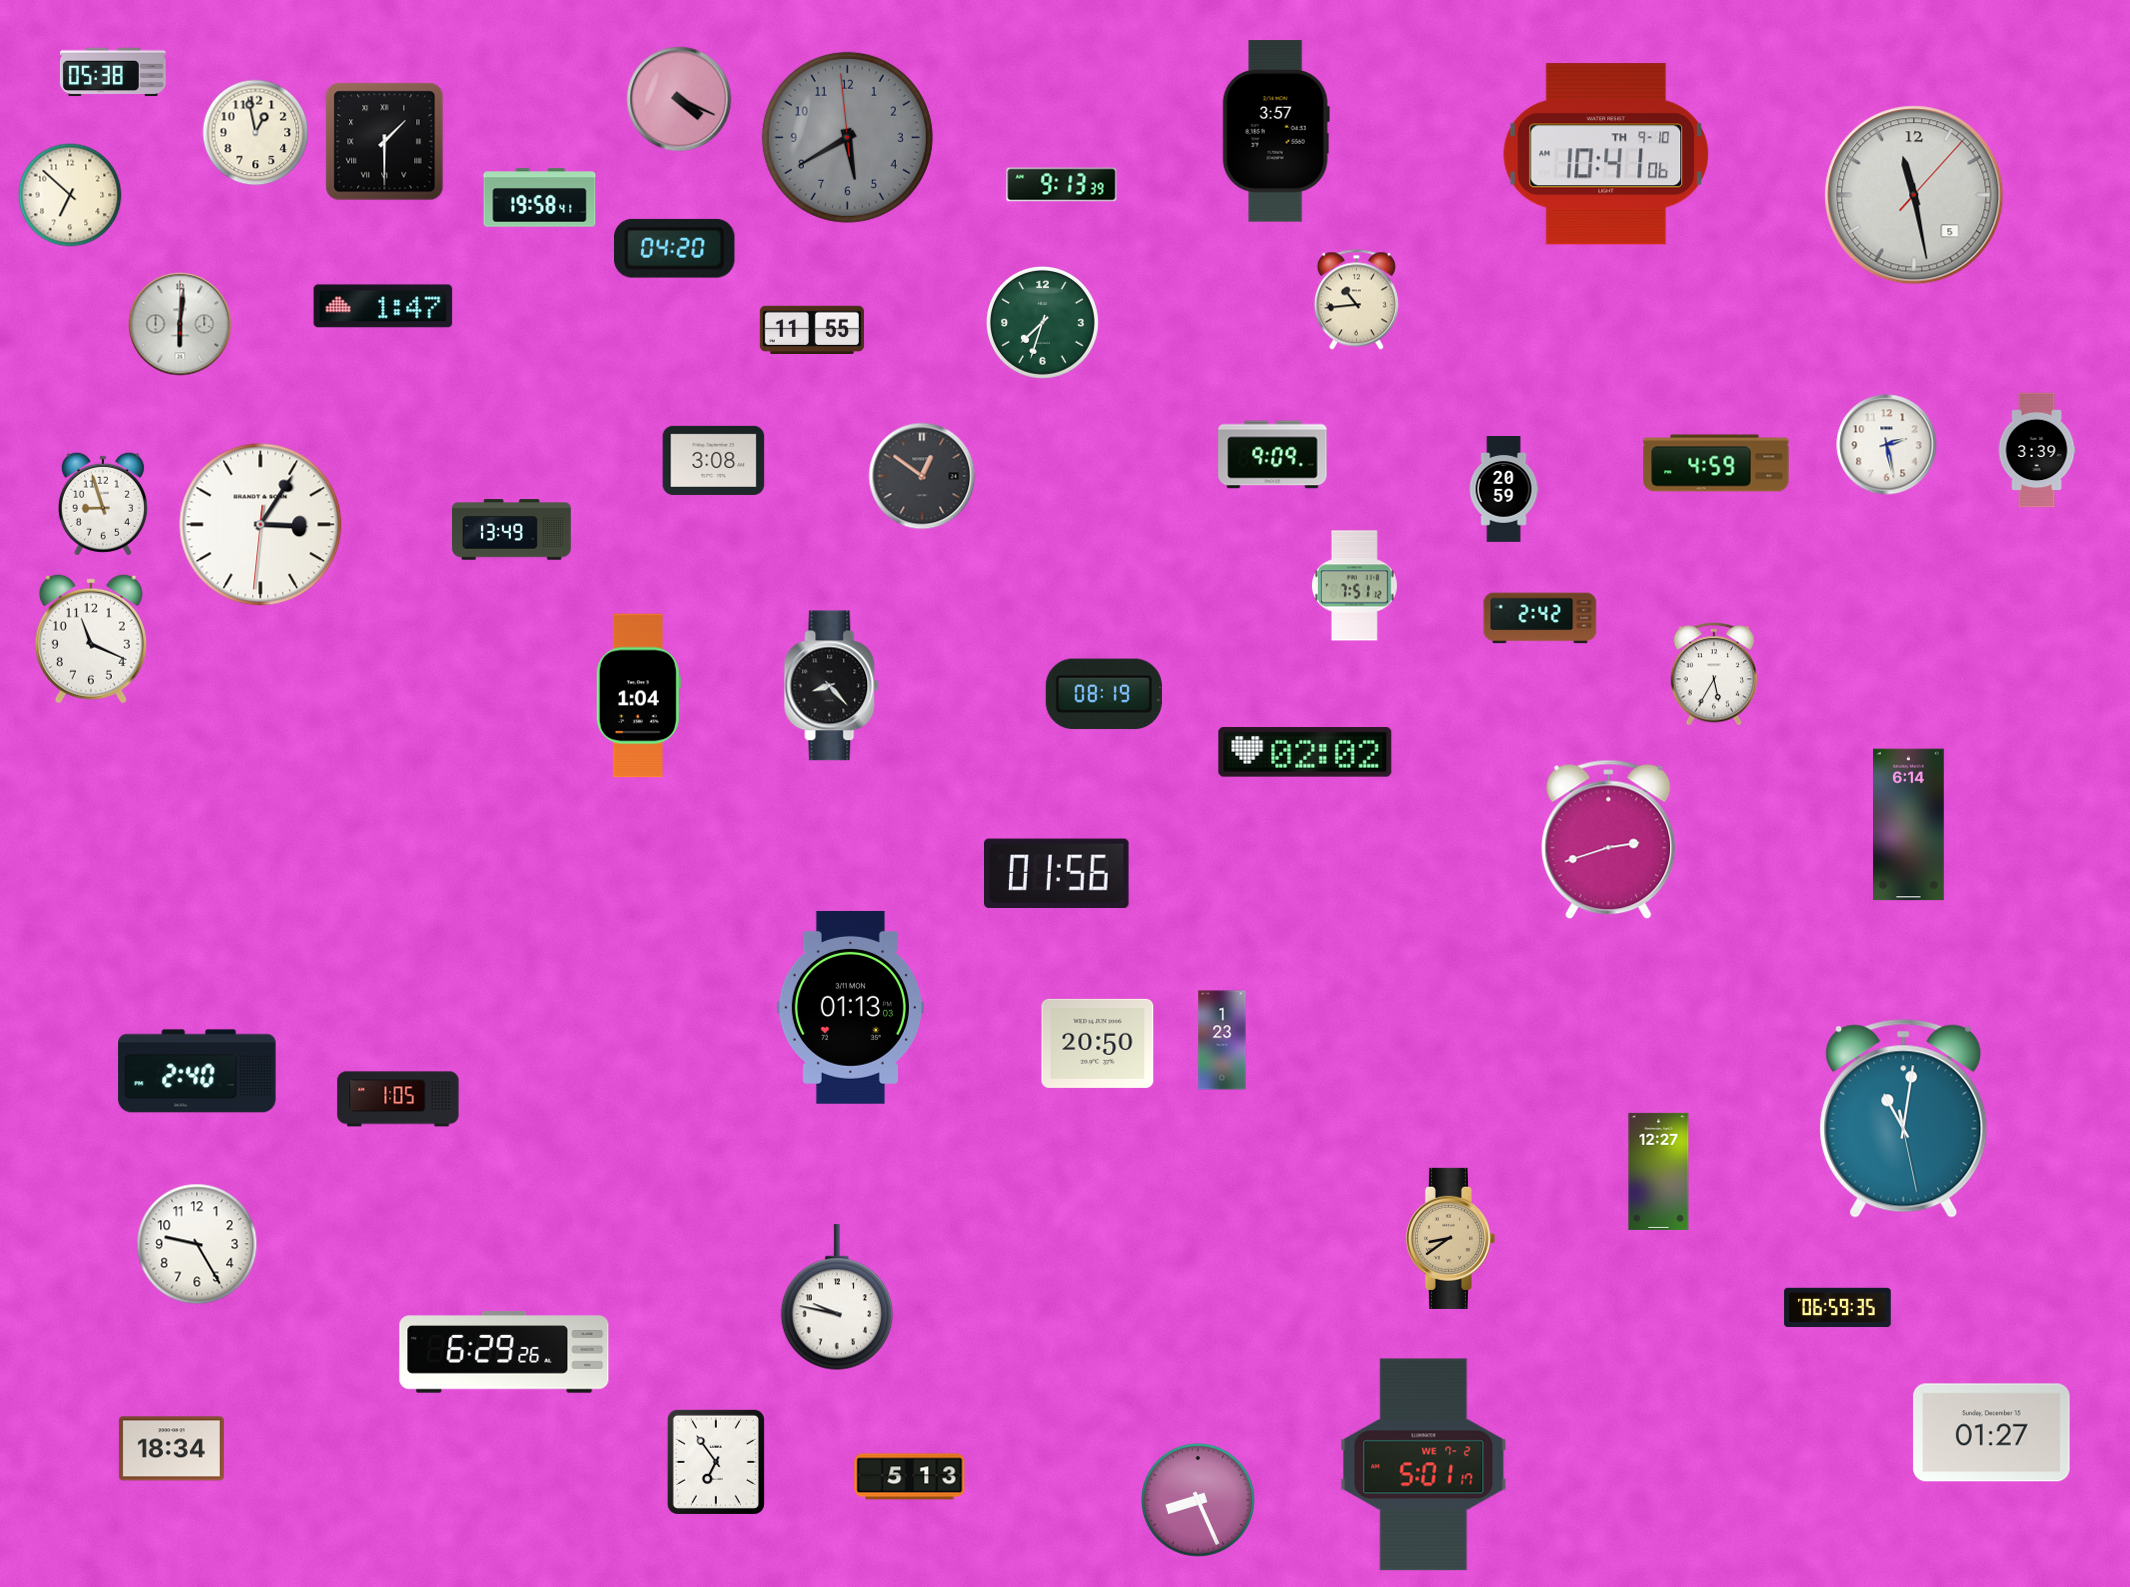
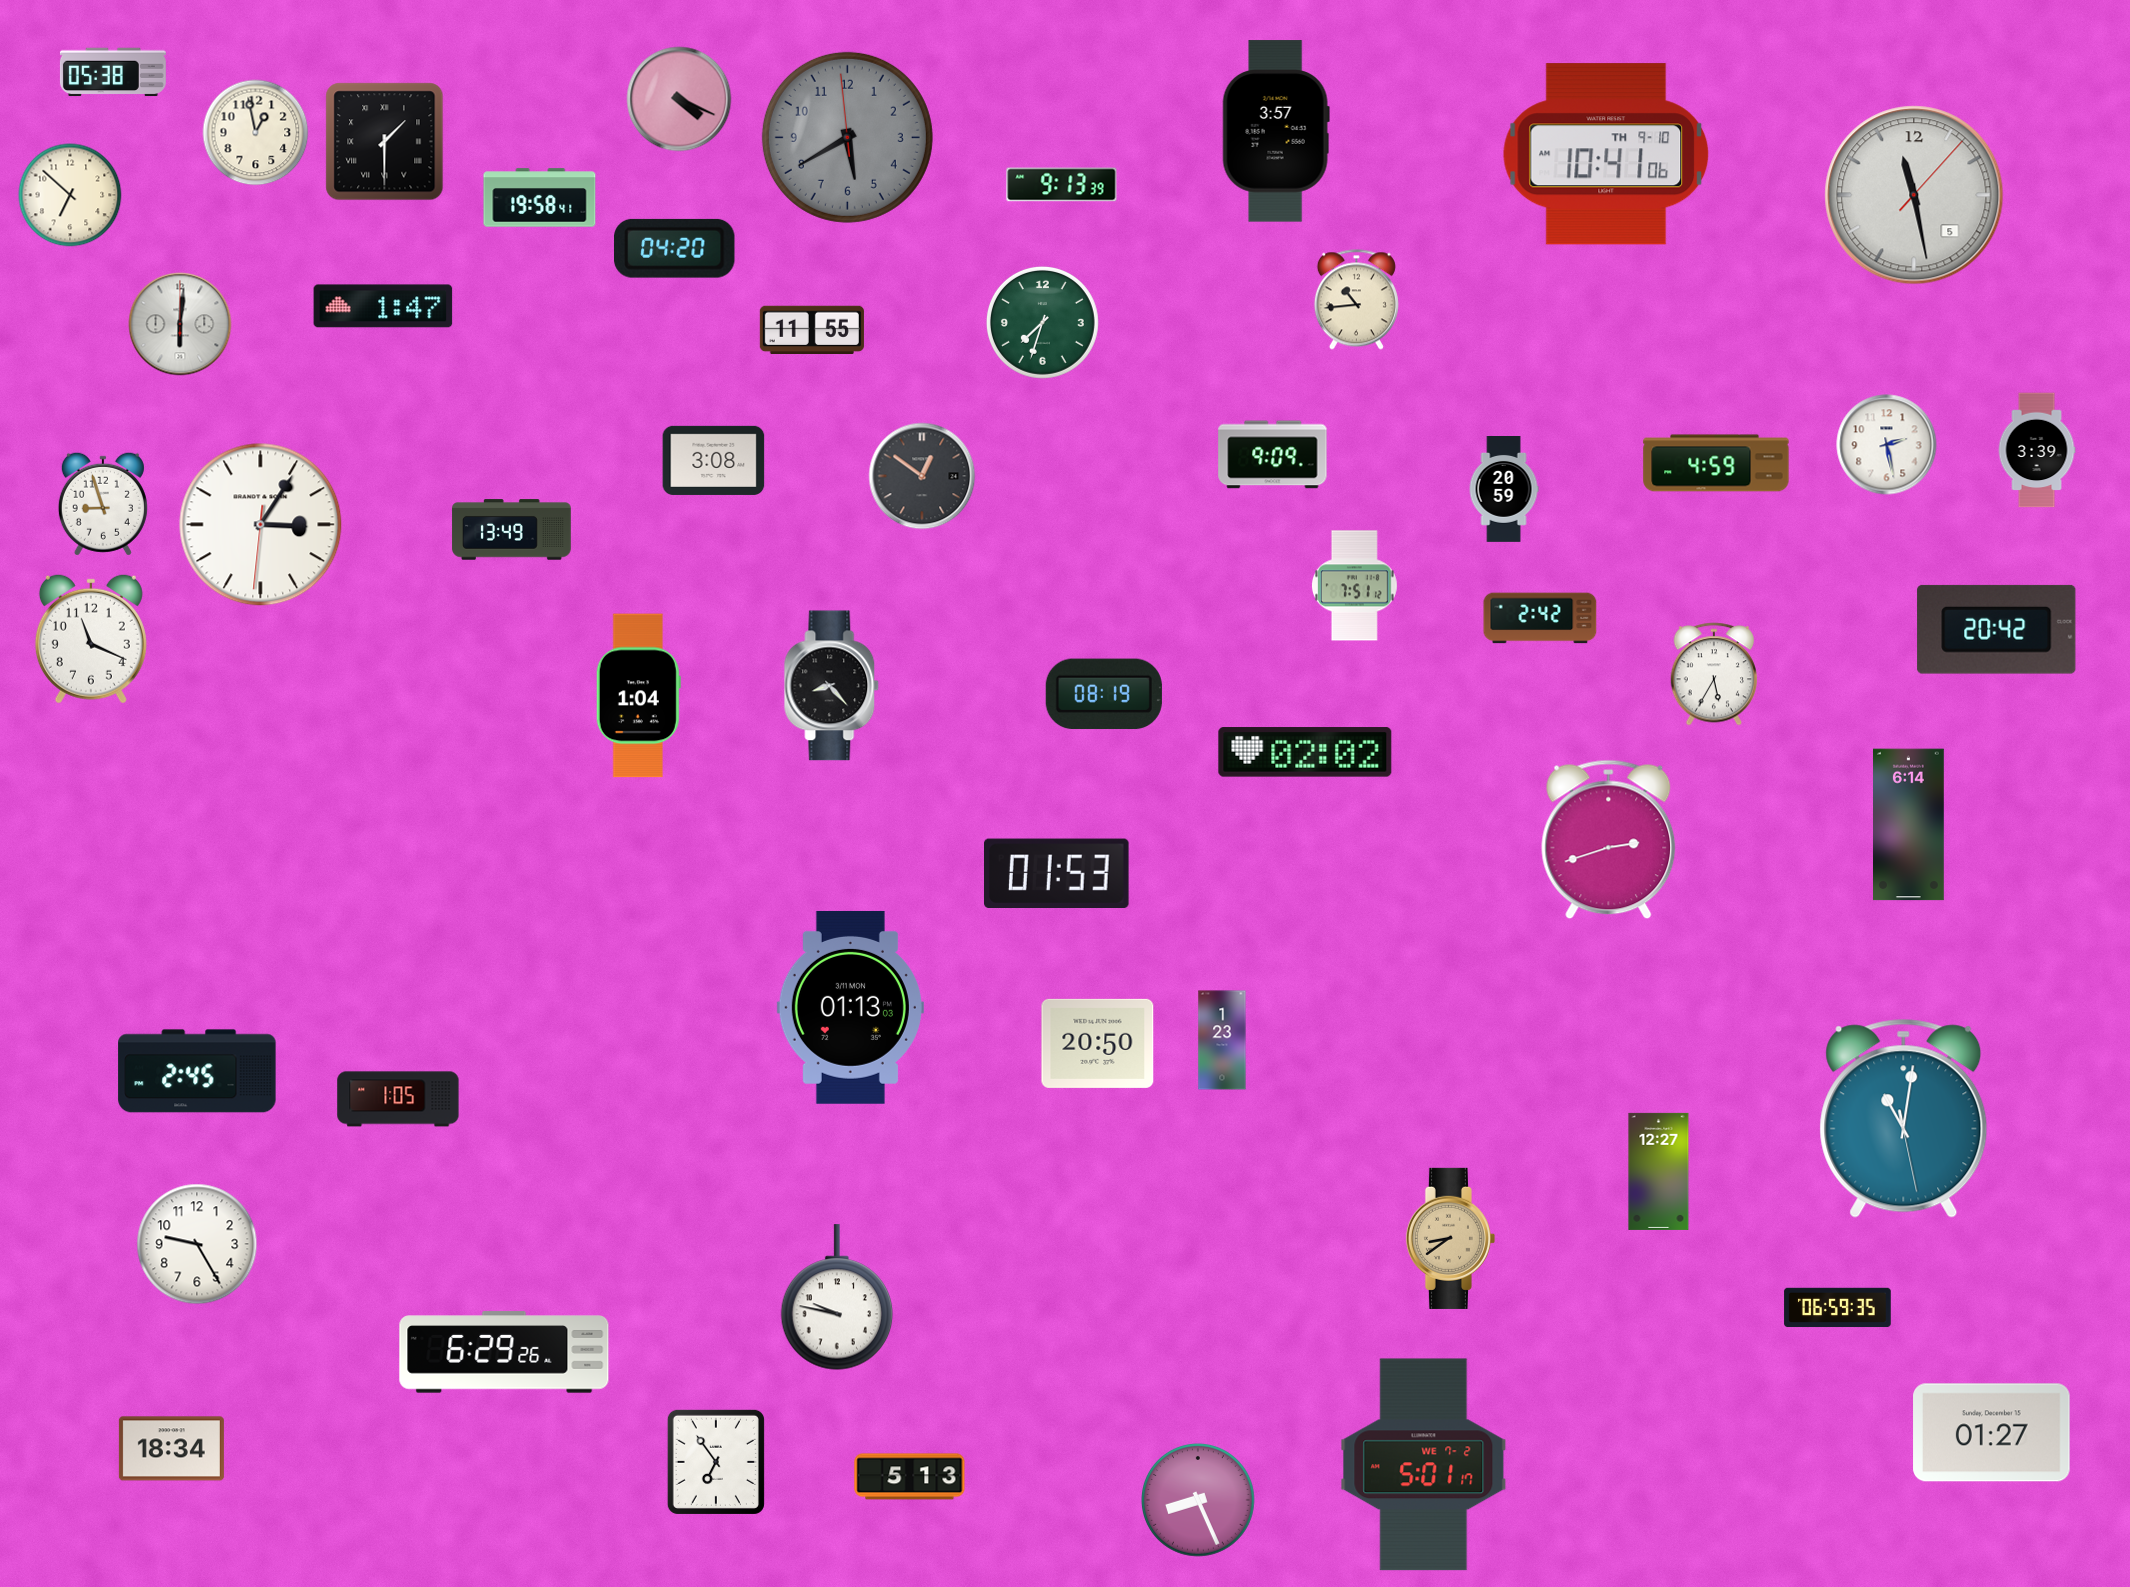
clock at (1997, 629): none -> 20:42
clock at (1057, 873): 01:56 -> 01:53
clock at (197, 1071): 2:40 -> 2:45
